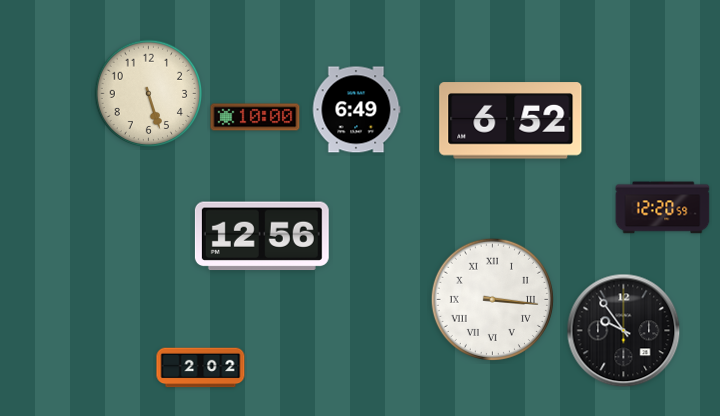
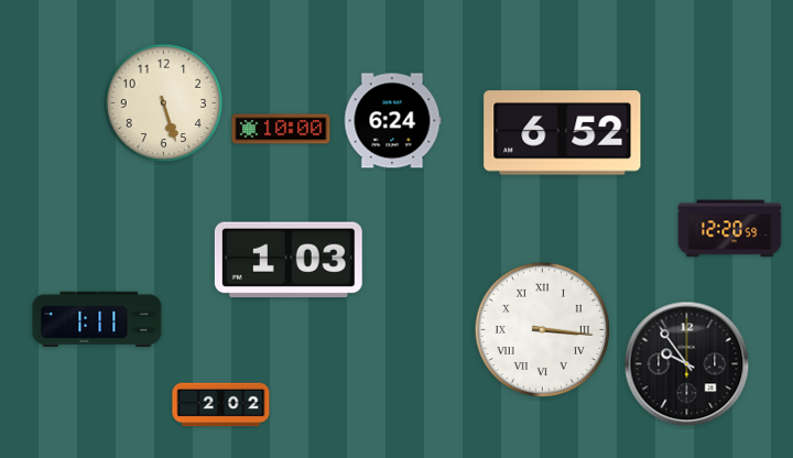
clock at (356, 110): 6:49 -> 6:24
clock at (262, 236): 12:56 -> 1:03
clock at (97, 318): none -> 1:11
